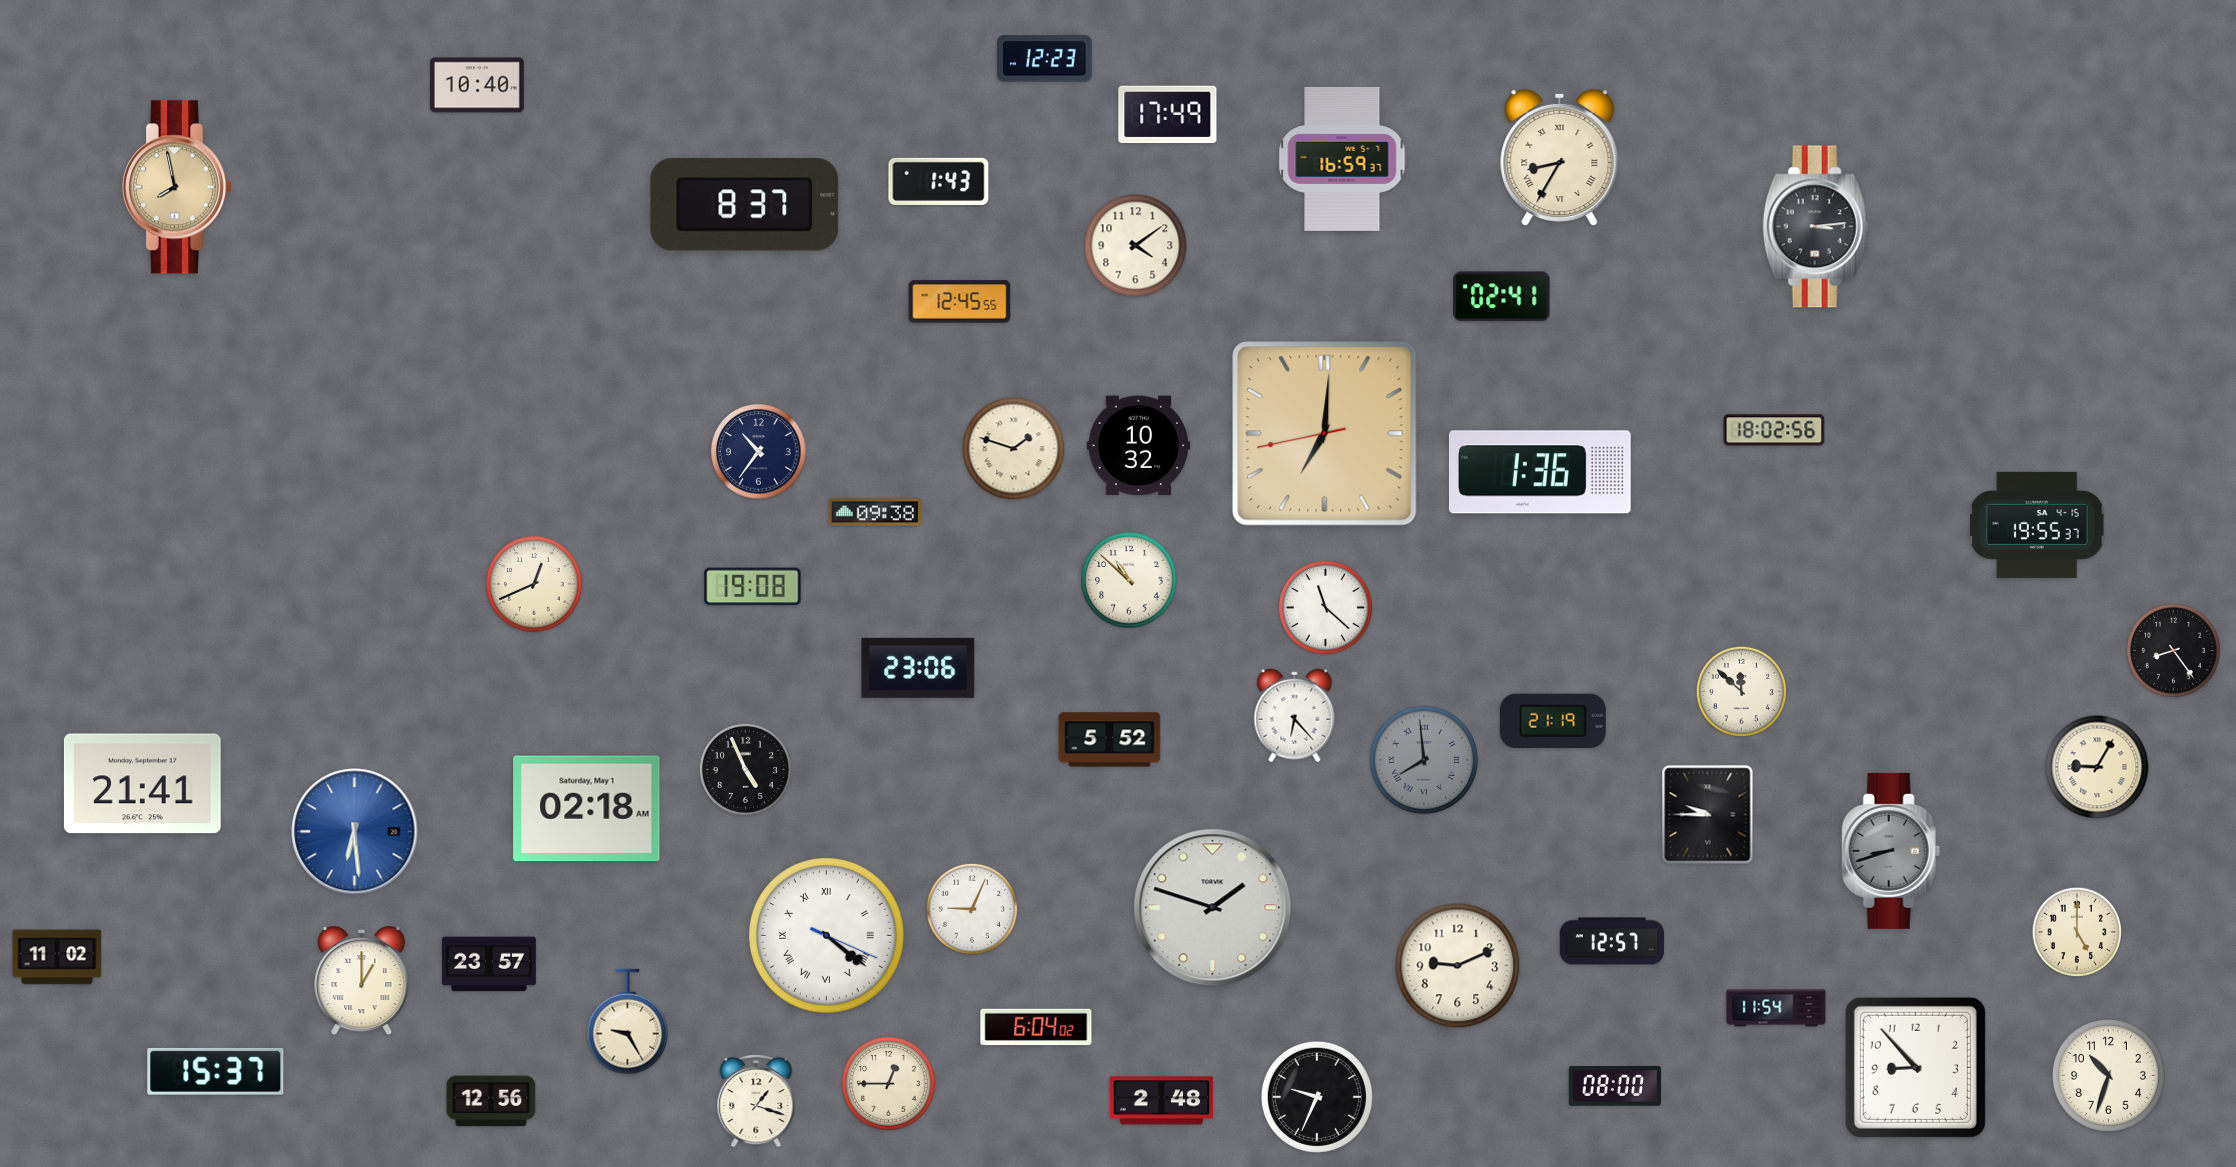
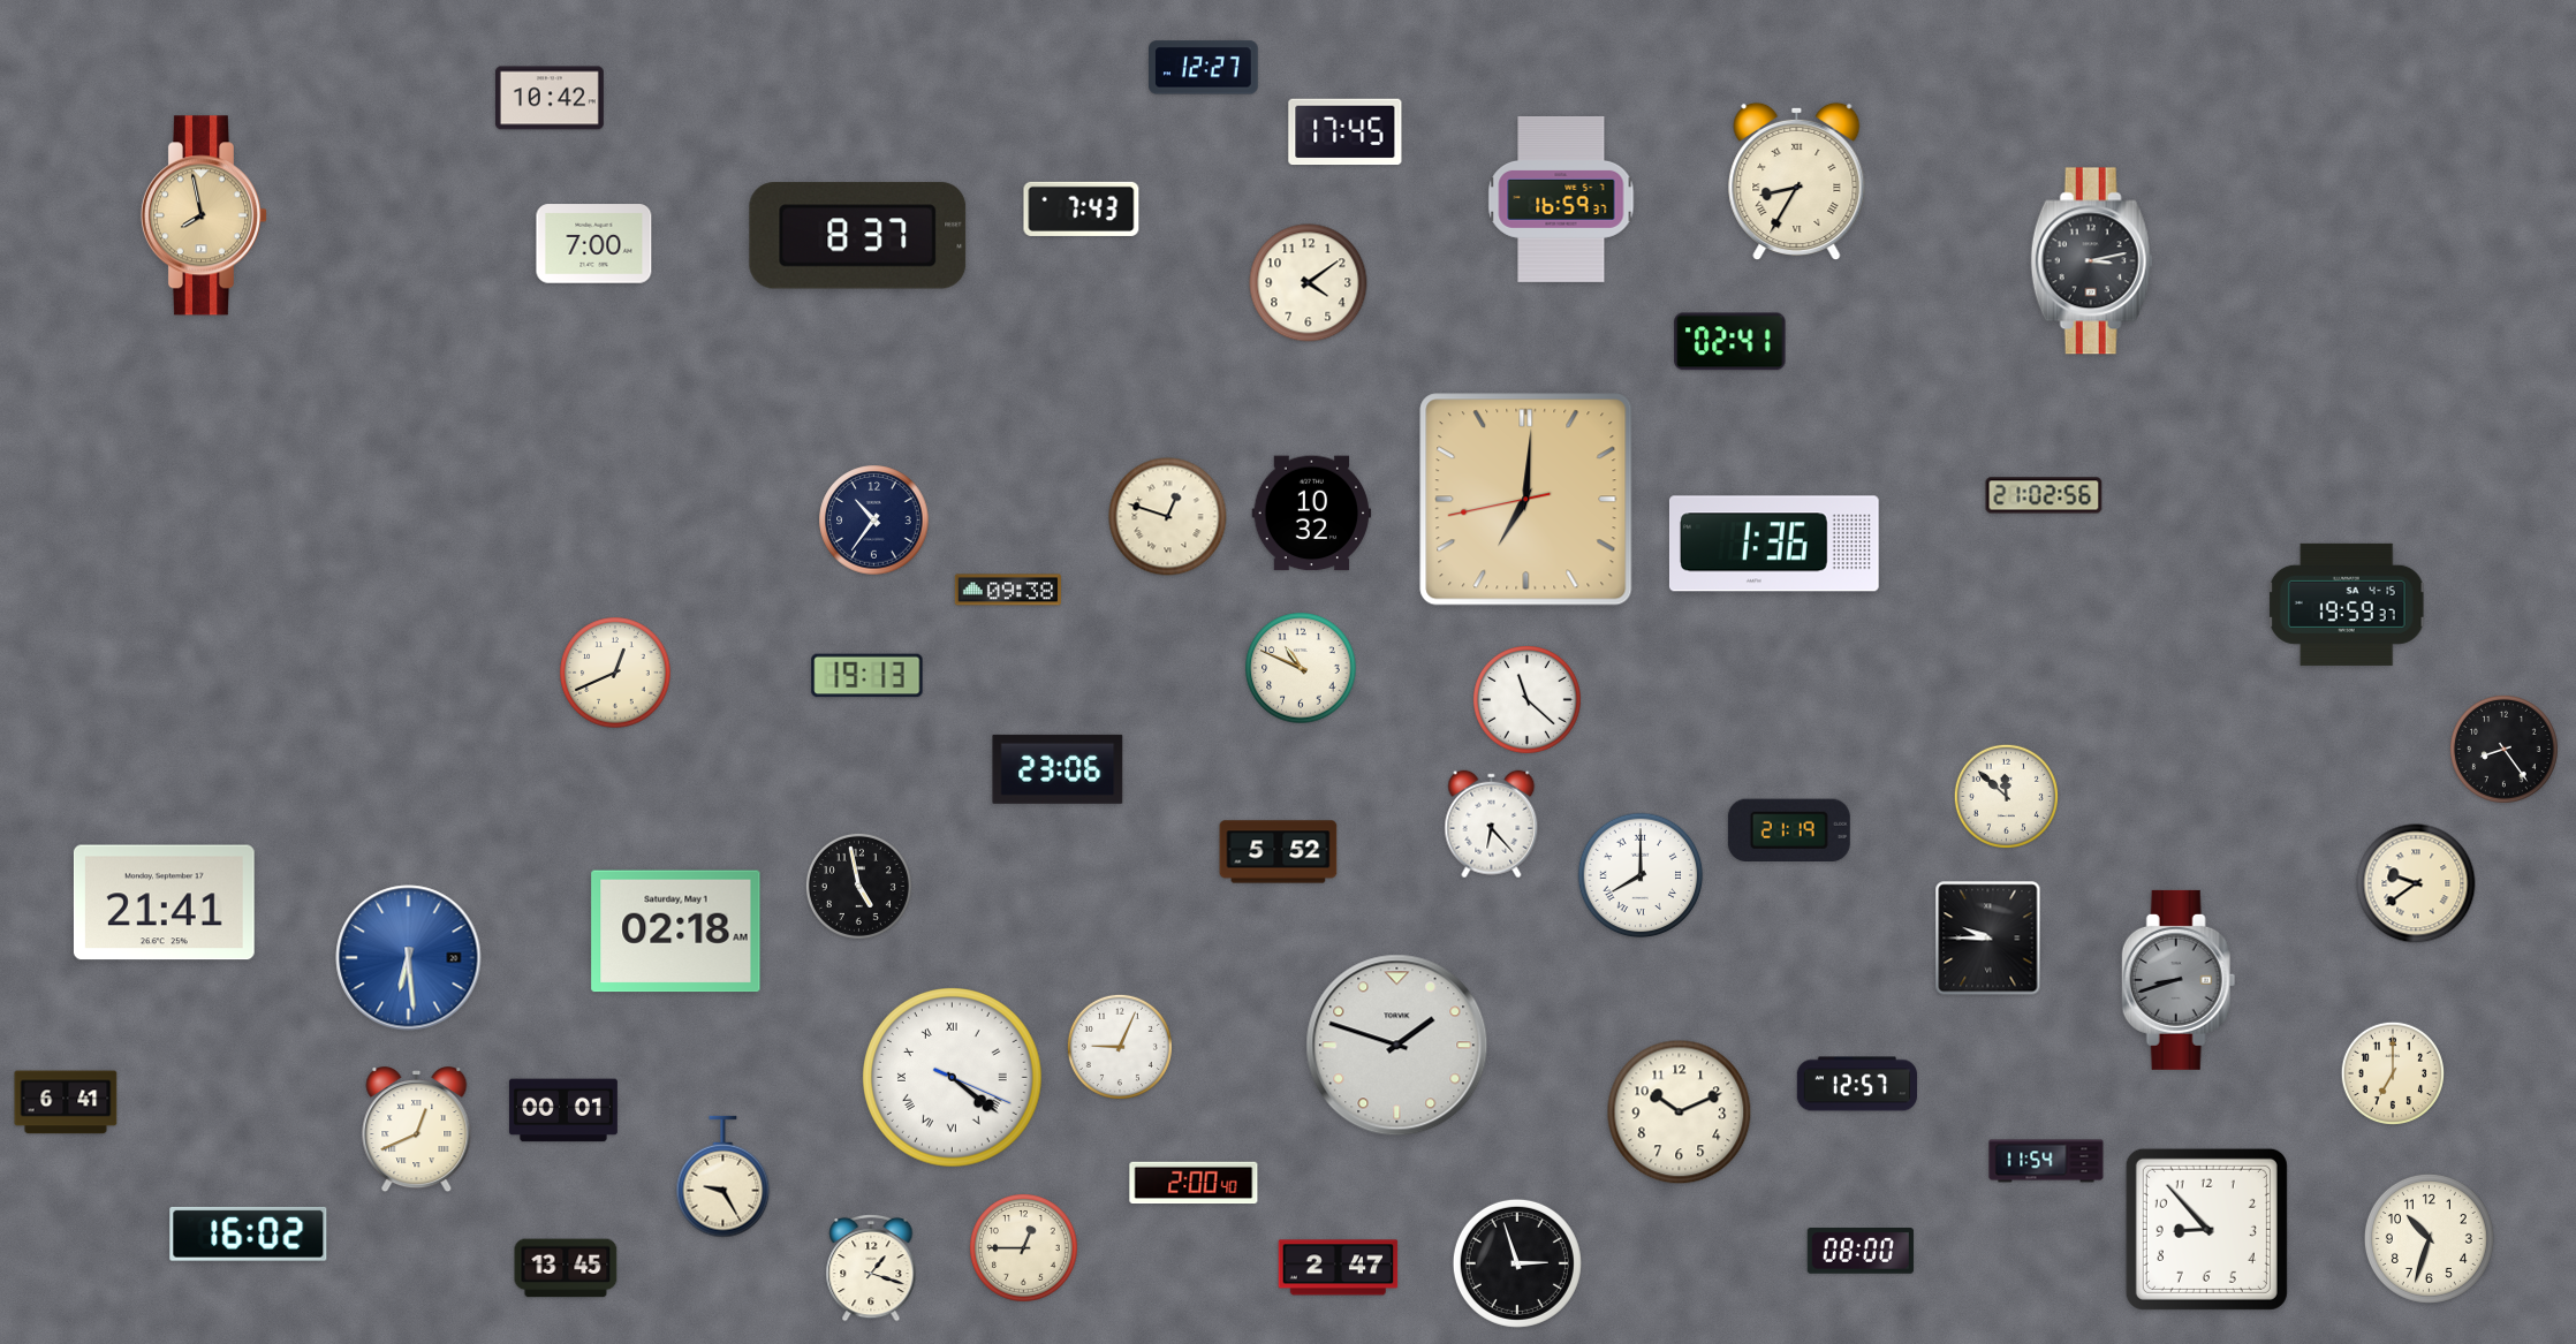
clock at (1045, 59): 12:23 -> 12:27
clock at (477, 85): 10:40 -> 10:42
clock at (1168, 115): 17:49 -> 17:45
clock at (1342, 159) position: (1342, 159) -> (1561, 199)
clock at (939, 181): 1:43 -> 7:43
clock at (594, 244): none -> 7:00
clock at (1816, 227): 3:14 -> 3:13
clock at (960, 302): 12:45 -> none
clock at (1774, 430): 18:02 -> 21:02
clock at (1014, 449): 1:48 -> 12:48
clock at (2037, 525): 19:55 -> 19:59
clock at (1129, 580): 10:52 -> 10:49
clock at (753, 587): 19:08 -> 19:13
clock at (1424, 760): 7:59 -> 8:00
clock at (1424, 760) dial: grey -> white
clock at (2097, 767): 9:05 -> 9:39
clock at (745, 769): 4:56 -> 4:58
clock at (1708, 815) position: (1708, 815) -> (1988, 939)
clock at (2077, 932): 5:00 -> 7:00
clock at (57, 957): 11:02 -> 6:41
clock at (489, 964): 23:57 -> 00:01
clock at (1458, 966): 9:11 -> 10:11
clock at (362, 981): 1:00 -> 12:41
clock at (1036, 1027): 6:04 -> 2:00
clock at (216, 1071): 15:37 -> 16:02
clock at (1317, 1097): 9:34 -> 2:57
clock at (491, 1101): 12:56 -> 13:45
clock at (1162, 1101): 2:48 -> 2:47
